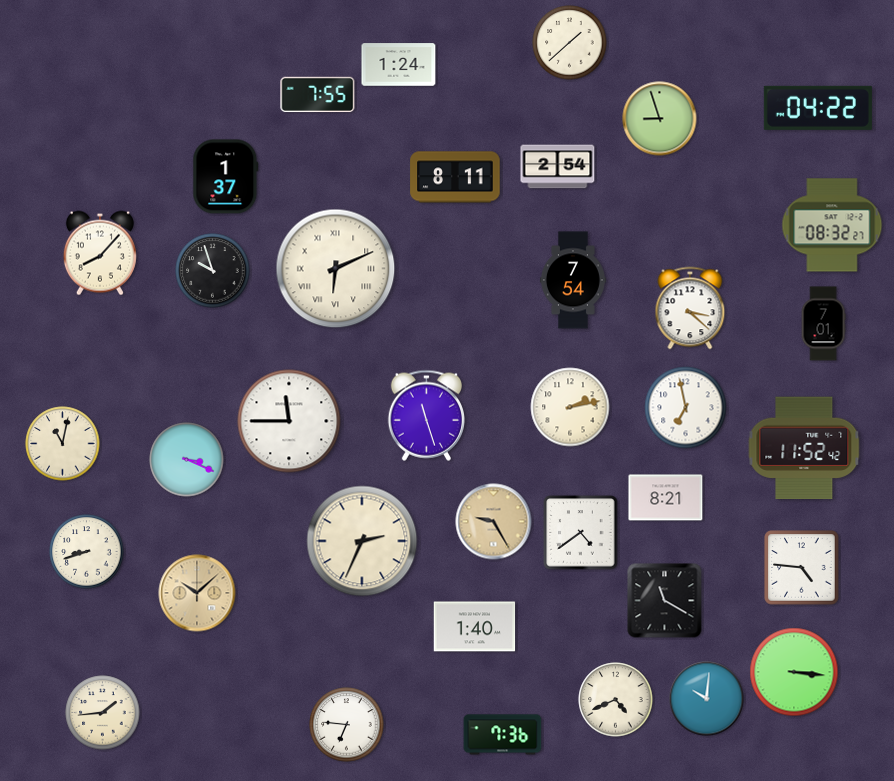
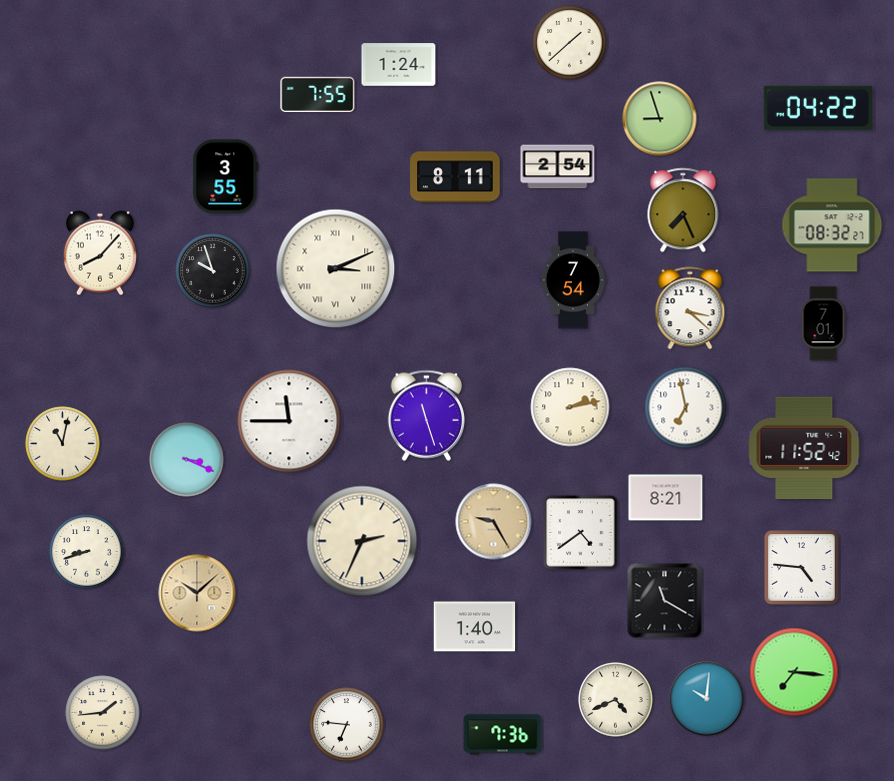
clock at (226, 177): 1:37 -> 3:55
clock at (683, 210): none -> 7:26
clock at (336, 269): 6:11 -> 3:11
clock at (794, 672): 3:16 -> 7:16
